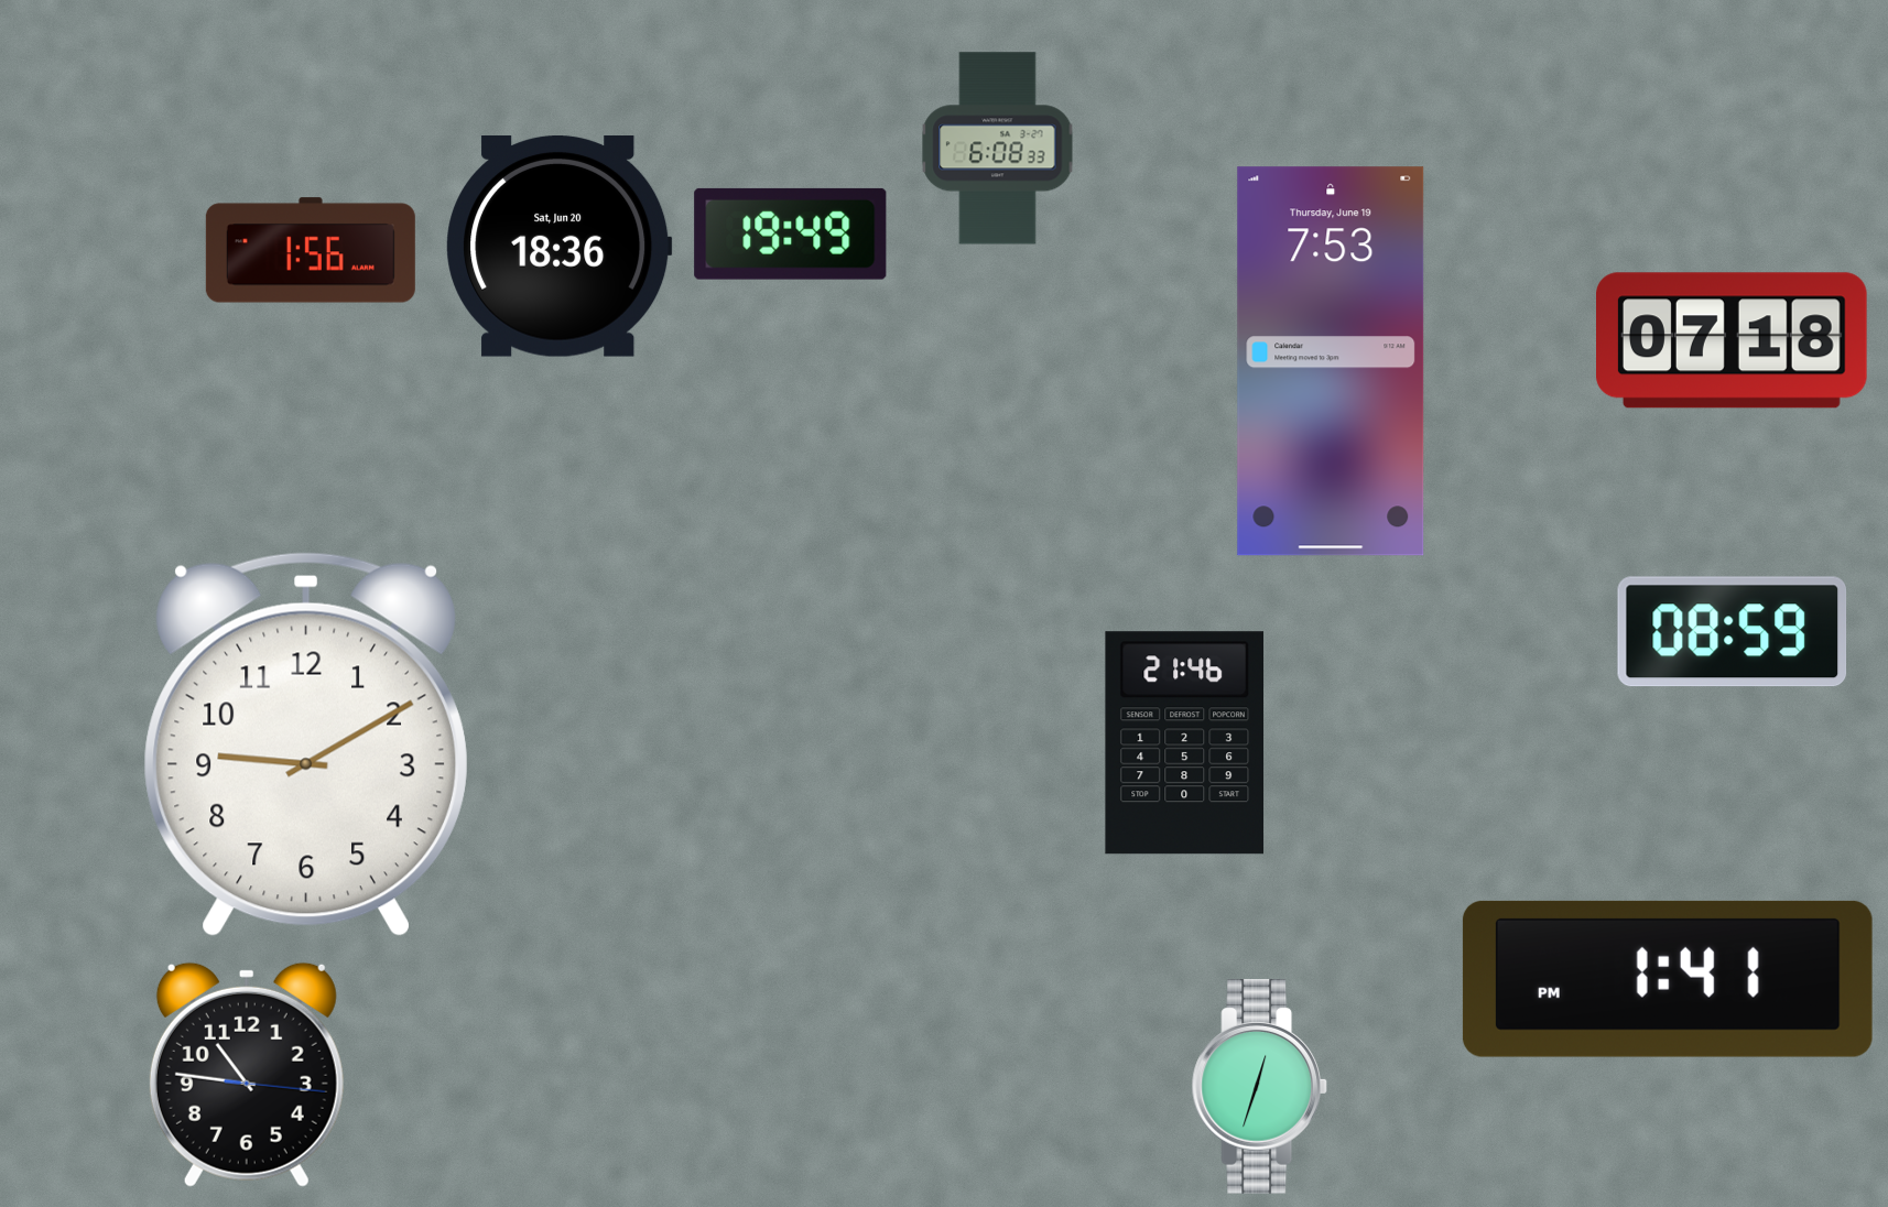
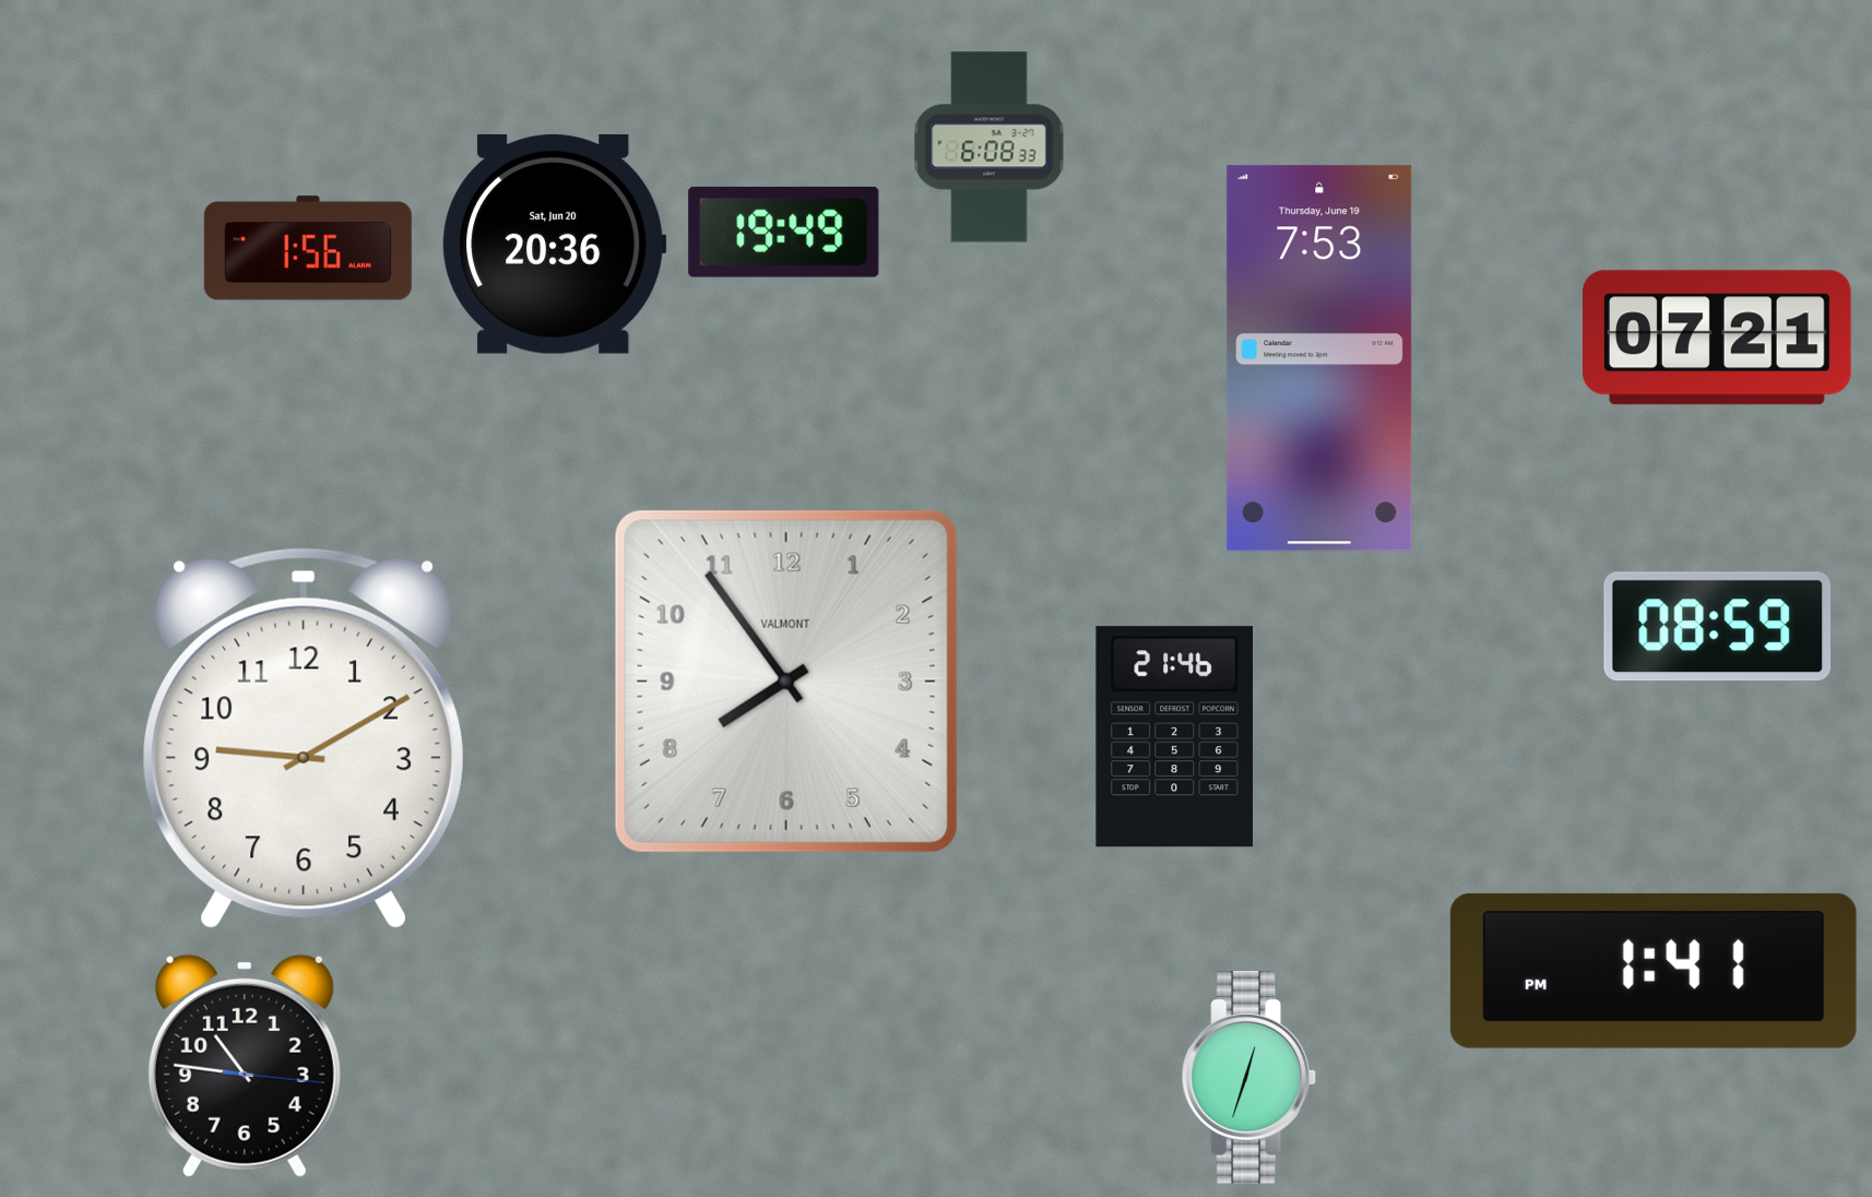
clock at (560, 247): 18:36 -> 20:36
clock at (1733, 340): 07:18 -> 07:21
clock at (786, 682): none -> 7:54
